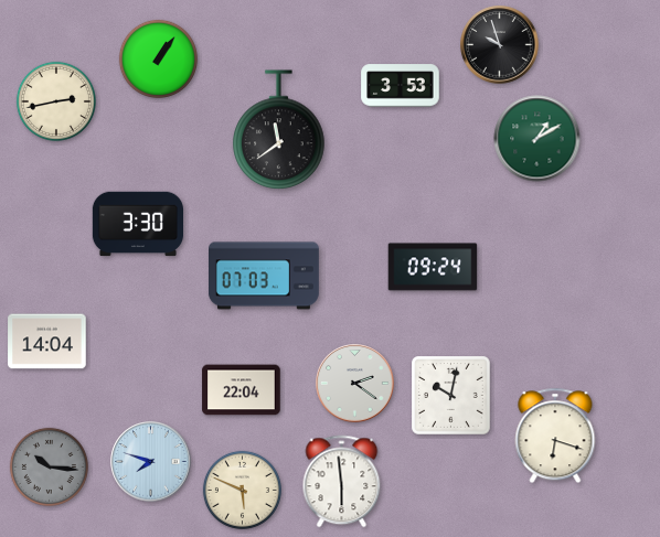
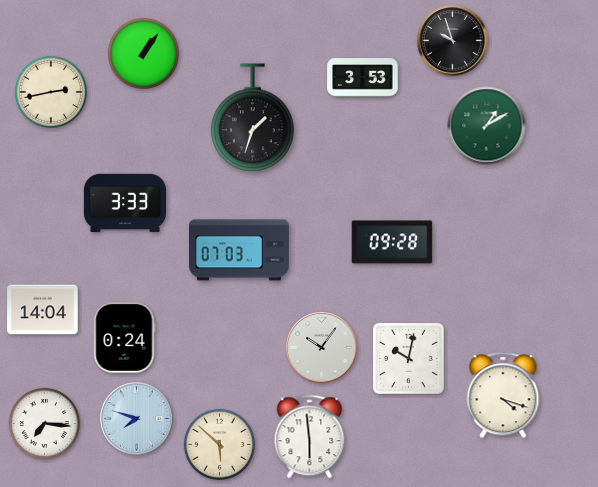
clock at (279, 130): 11:39 -> 1:33
clock at (137, 224): 3:30 -> 3:33
clock at (433, 267): 09:24 -> 09:28
clock at (124, 338): none -> 0:24
clock at (355, 384): 2:21 -> 10:06
clock at (242, 390): 22:04 -> none
clock at (555, 436): 6:18 -> 4:18
clock at (49, 466): 10:16 -> 7:16
clock at (49, 466) dial: grey -> white
clock at (242, 490): 5:49 -> 5:52
